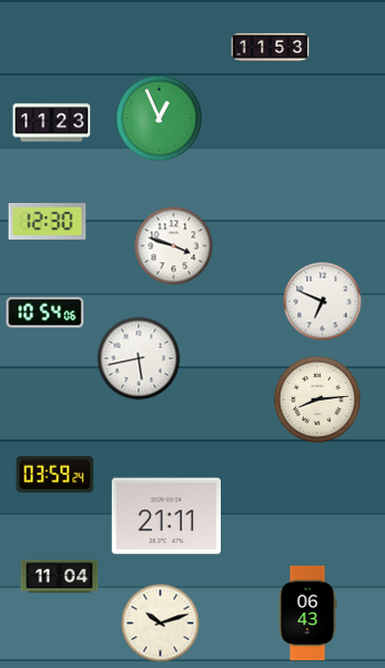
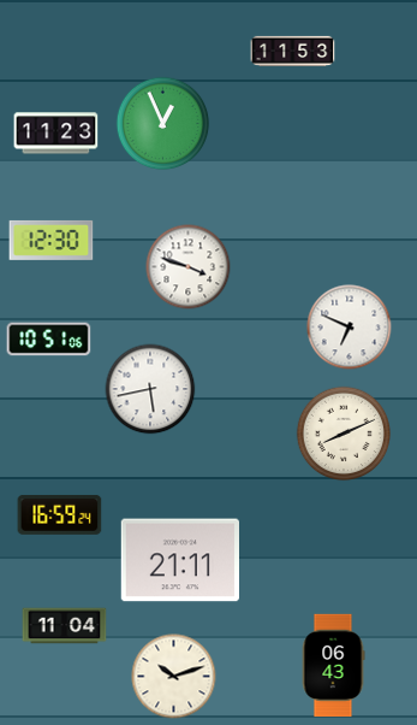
clock at (160, 119) position: (160, 119) -> (163, 124)
clock at (45, 313): 10:54 -> 10:51
clock at (317, 399): 8:14 -> 8:11
clock at (55, 474): 03:59 -> 16:59
